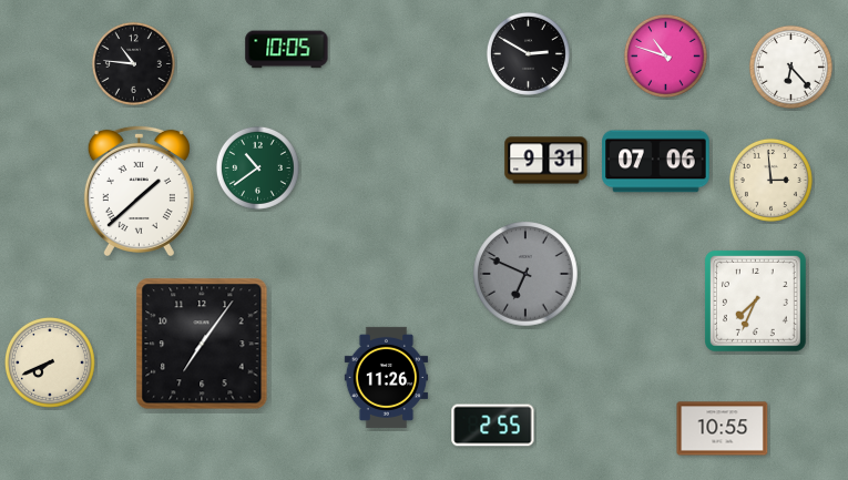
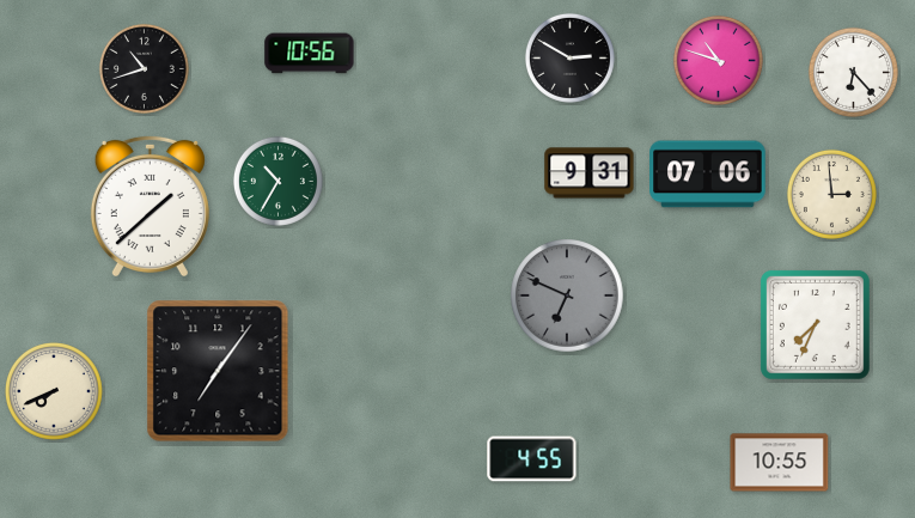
clock at (287, 50): 10:05 -> 10:56
clock at (133, 63): 10:46 -> 10:42
clock at (257, 167): 10:39 -> 10:35
clock at (387, 377): 11:26 -> none
clock at (493, 426): 2:55 -> 4:55
